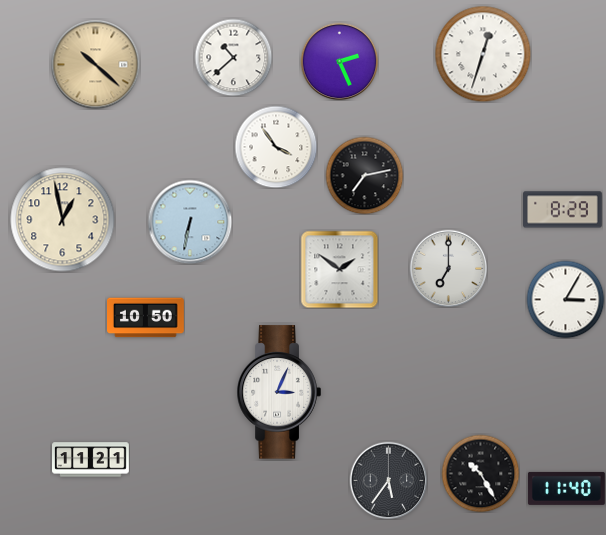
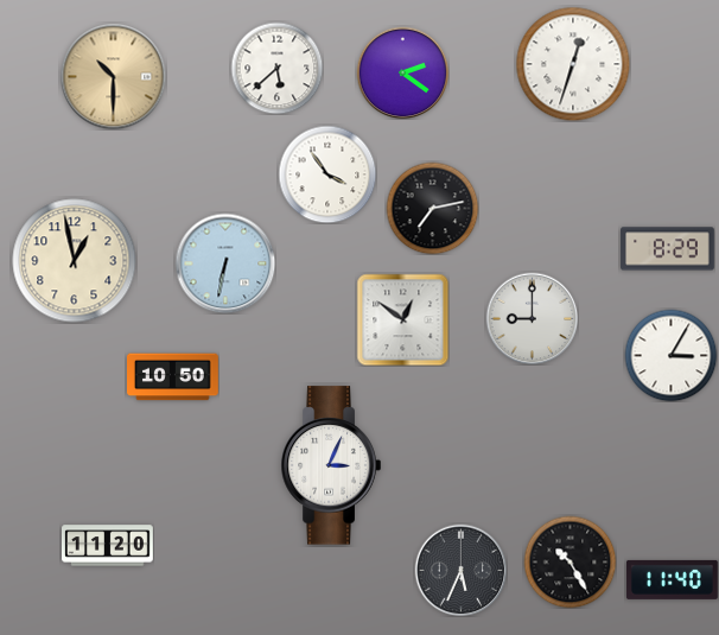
clock at (233, 57): 10:38 -> 5:38
clock at (339, 61): 2:26 -> 2:21
clock at (95, 64): 10:22 -> 10:30
clock at (448, 268): 7:00 -> 9:00
clock at (339, 269): 1:51 -> 12:51
clock at (91, 460): 11:21 -> 11:20
clock at (388, 480): 5:36 -> 5:34
